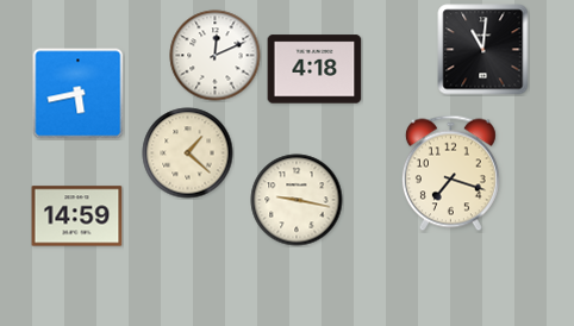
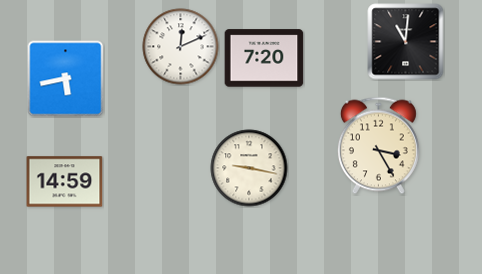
clock at (314, 69): 4:18 -> 7:20
clock at (188, 153): 1:22 -> none
clock at (450, 174): 7:18 -> 3:25
